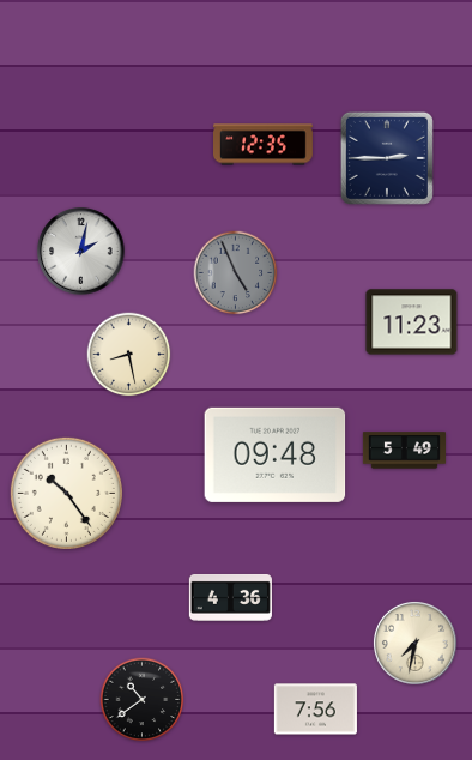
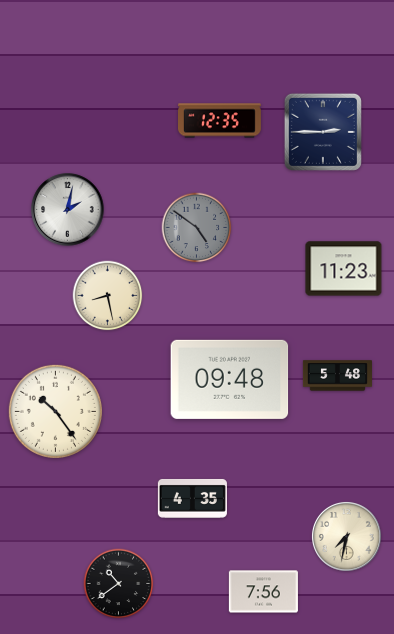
clock at (236, 273): 4:56 -> 4:51
clock at (404, 451): 5:49 -> 5:48
clock at (230, 597): 4:36 -> 4:35
